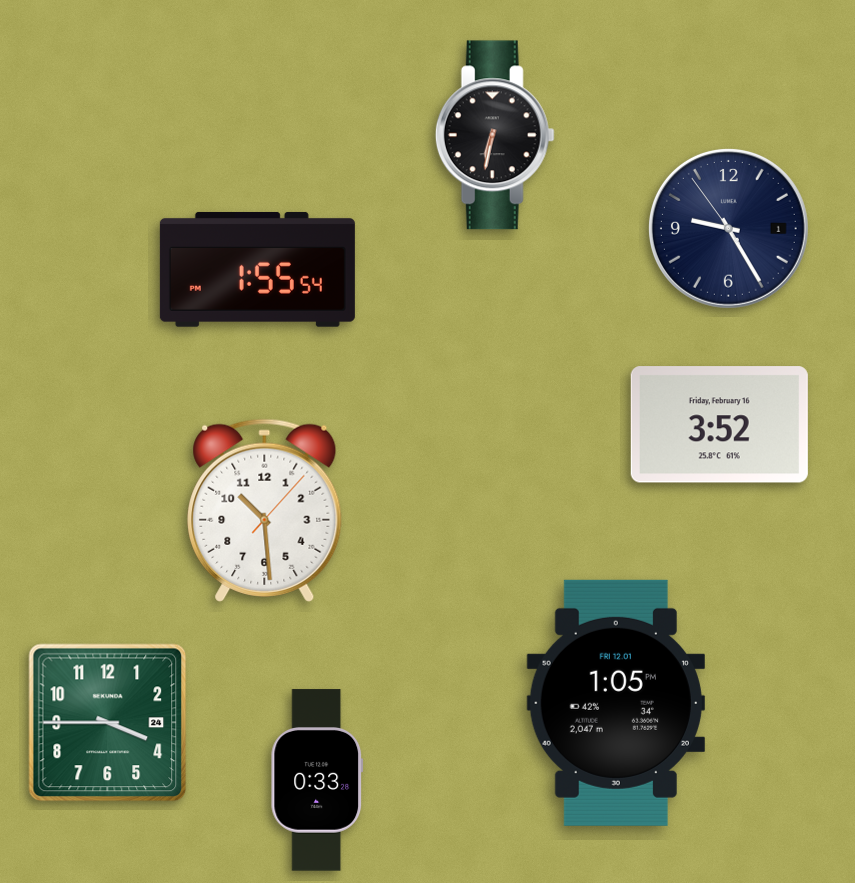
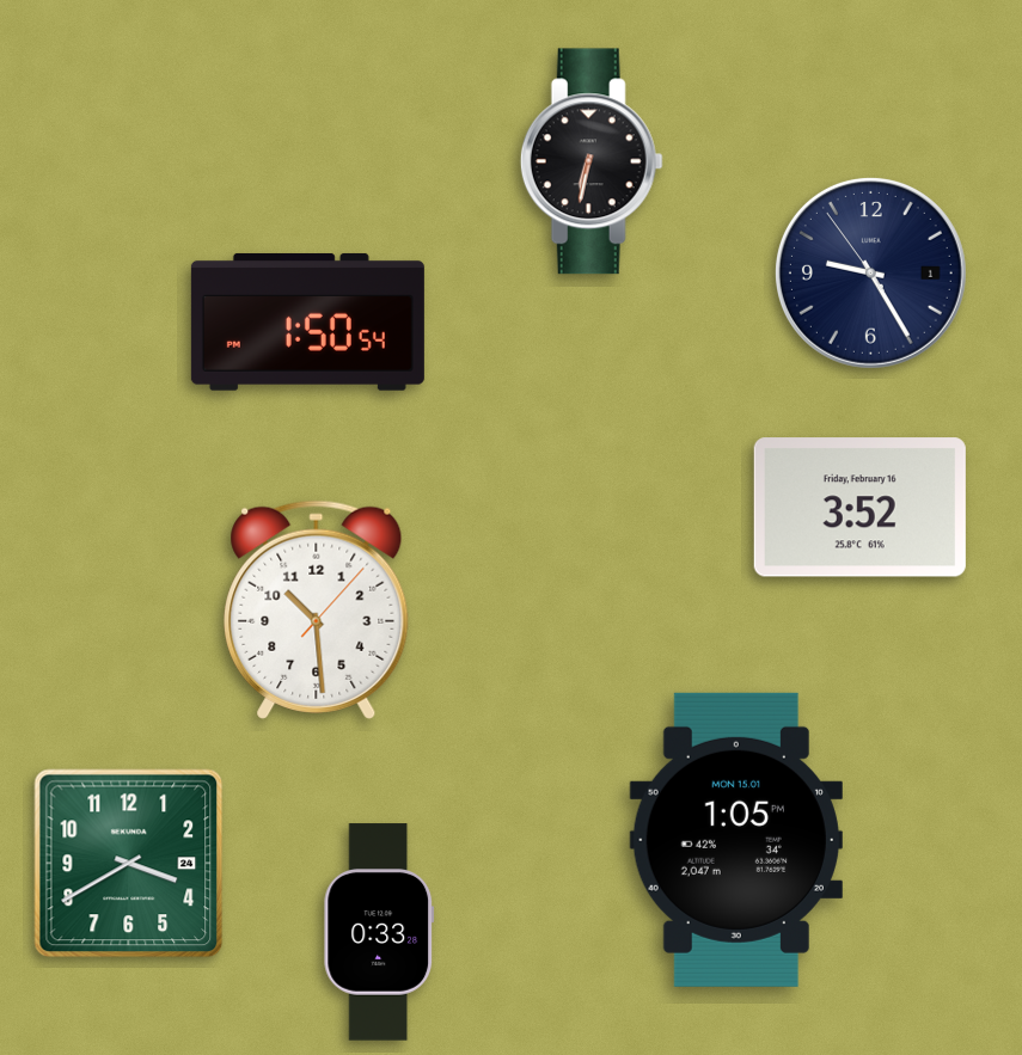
clock at (257, 269): 1:55 -> 1:50
clock at (616, 703) date: FRI 12.01 -> MON 15.01
clock at (108, 723): 3:45 -> 3:40
